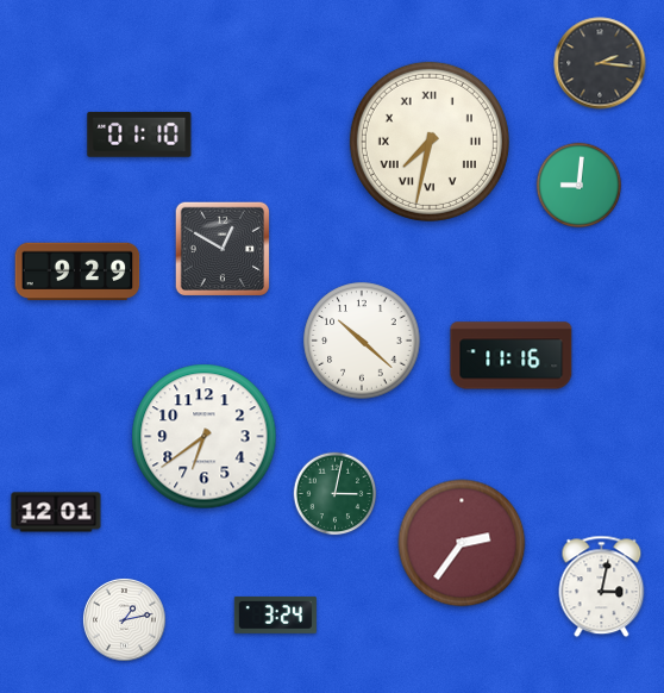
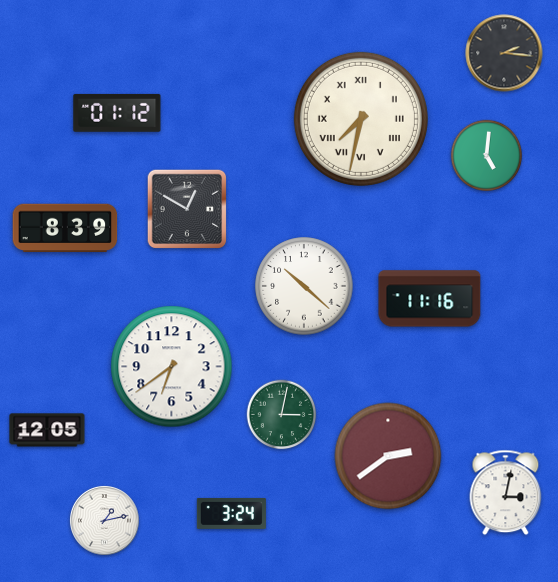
clock at (139, 135): 01:10 -> 01:12
clock at (578, 185): 9:01 -> 5:01
clock at (77, 271): 9:29 -> 8:39
clock at (56, 512): 12:01 -> 12:05
clock at (462, 543): 2:36 -> 2:39
clock at (275, 614) position: (275, 614) -> (231, 513)
